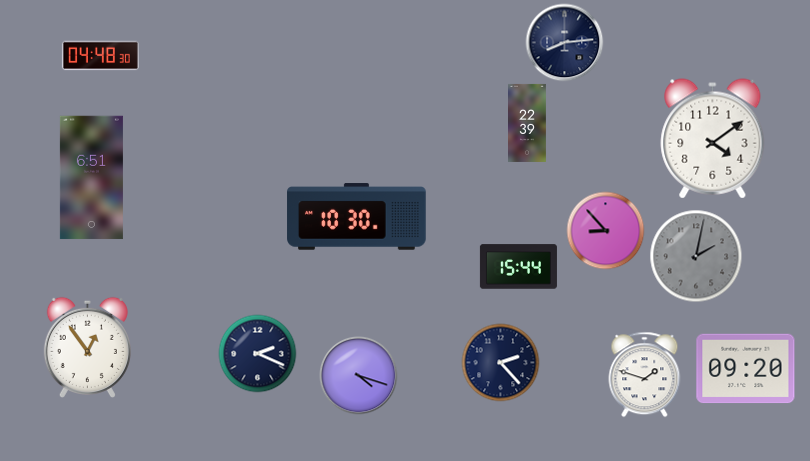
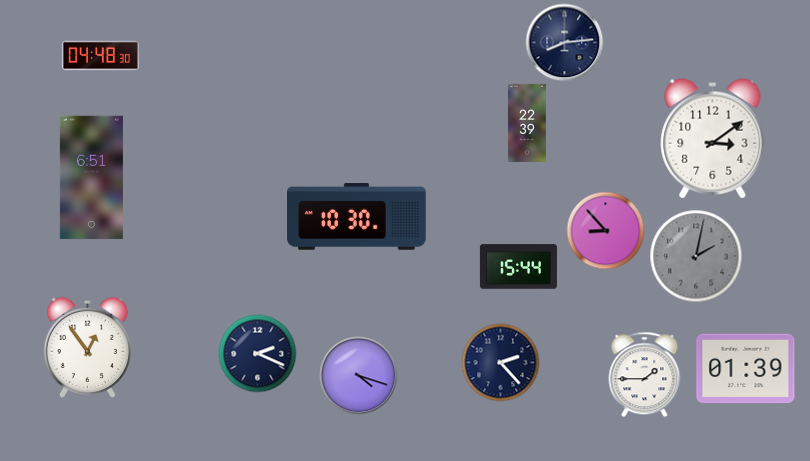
clock at (713, 139): 4:09 -> 3:09
clock at (746, 369): 09:20 -> 01:39
clock at (645, 374): 1:48 -> 1:45
